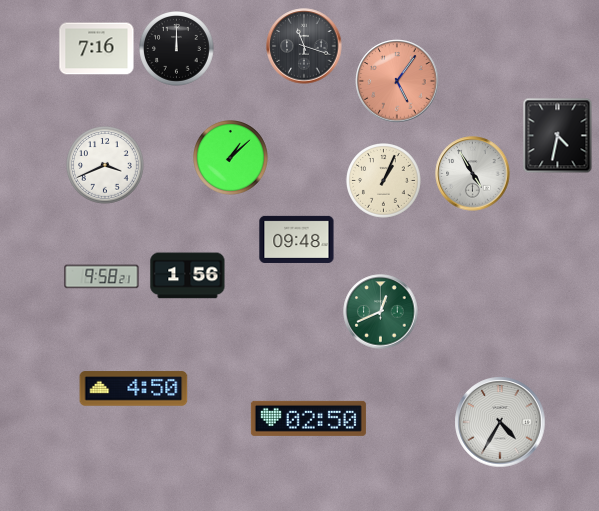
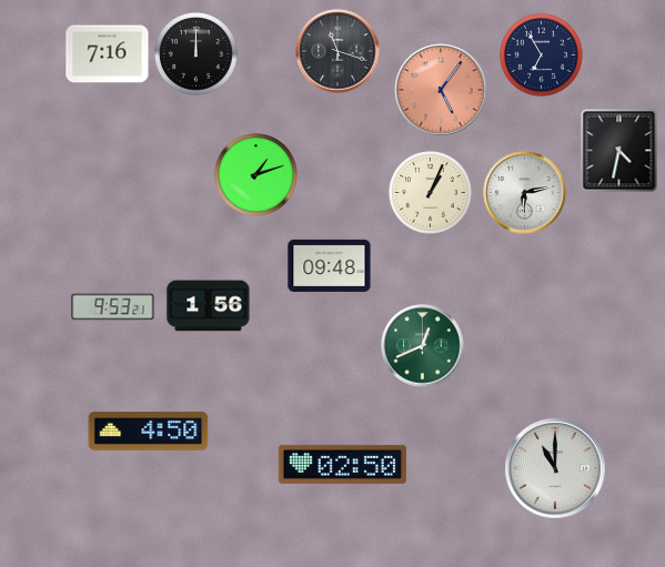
clock at (542, 55): none -> 6:55
clock at (231, 158): 1:08 -> 1:12
clock at (106, 166): 3:41 -> none
clock at (473, 174): 4:55 -> 6:13
clock at (384, 181) position: (384, 181) -> (431, 193)
clock at (102, 277): 9:58 -> 9:53
clock at (500, 422): 4:35 -> 11:00
